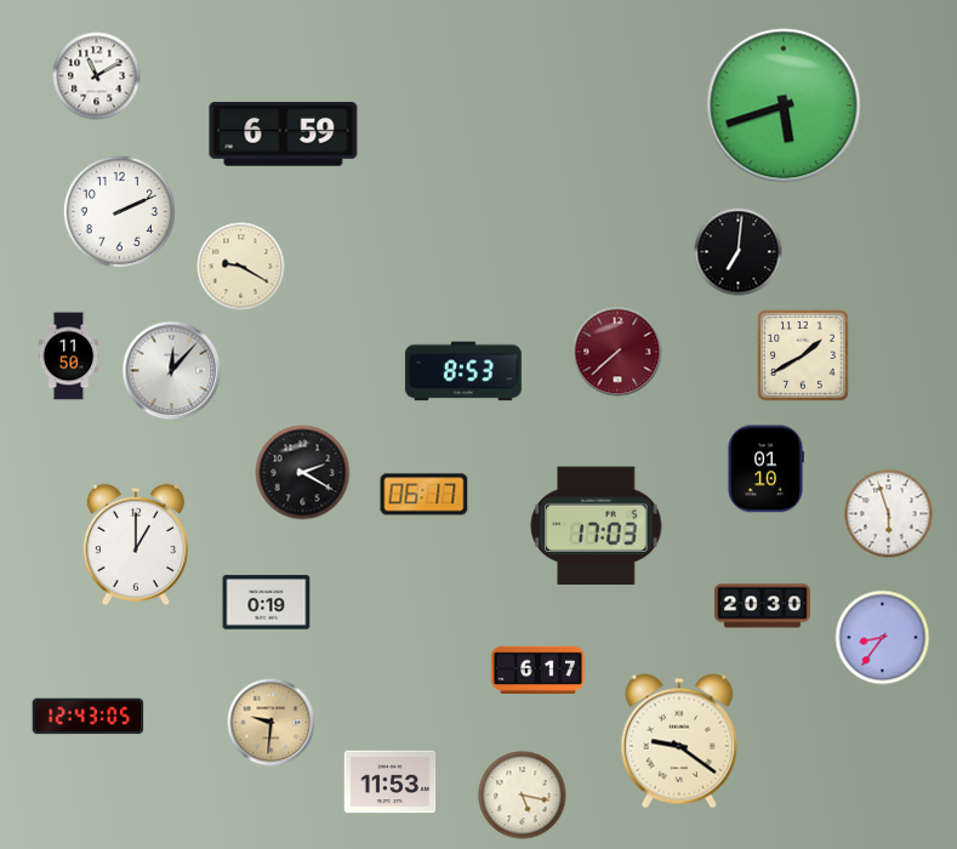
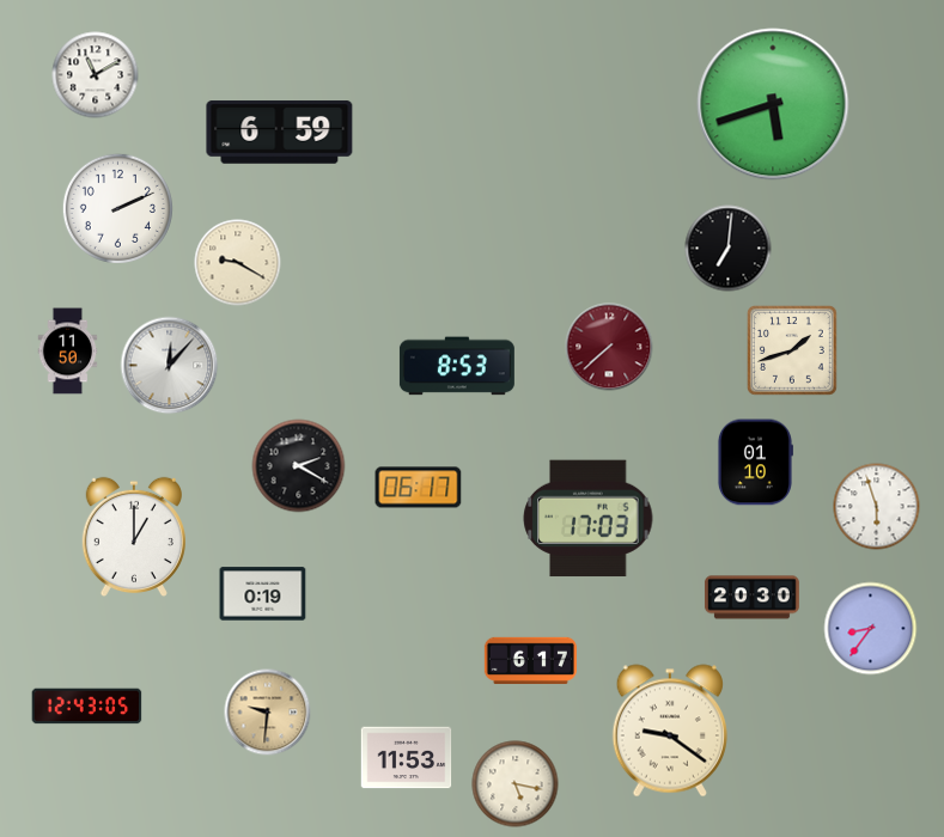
clock at (804, 357): 1:40 -> 1:42
clock at (391, 782) position: (391, 782) -> (407, 758)
